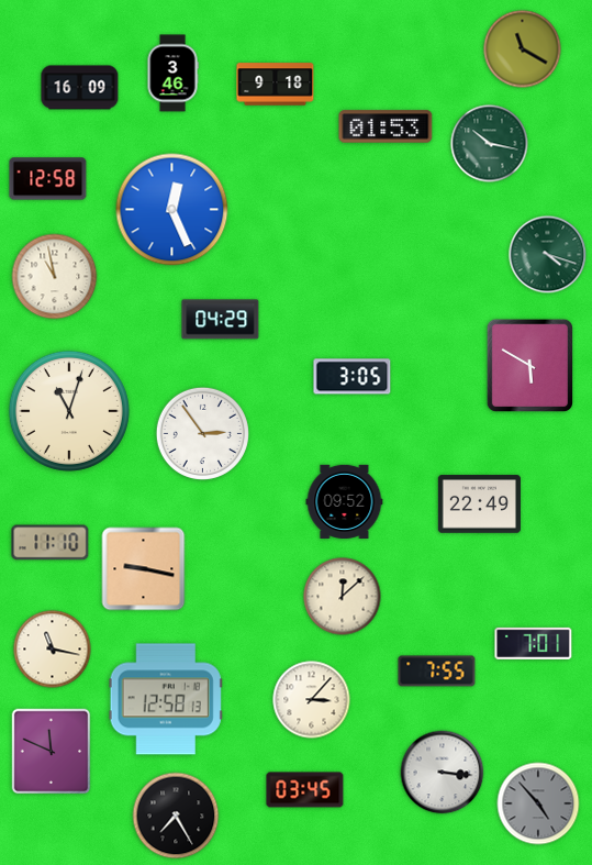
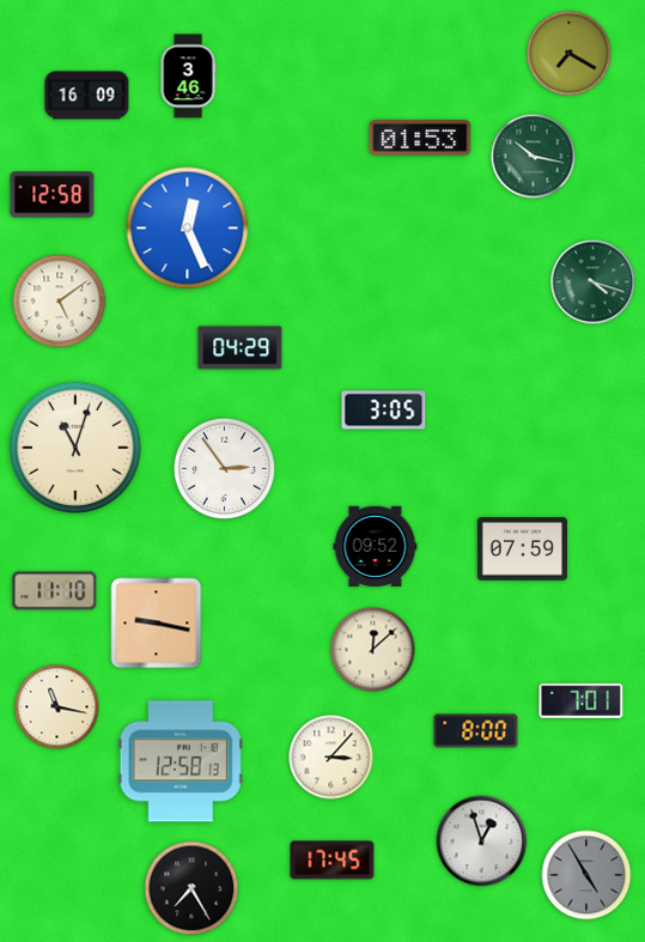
clock at (523, 49): 11:20 -> 7:20
clock at (172, 74) position: (172, 74) -> (188, 77)
clock at (276, 85): 9:18 -> none
clock at (548, 255) position: (548, 255) -> (594, 282)
clock at (55, 277): 10:58 -> 5:09
clock at (529, 365): 5:50 -> none
clock at (202, 433) position: (202, 433) -> (224, 468)
clock at (479, 504): 22:49 -> 07:59
clock at (144, 569) position: (144, 569) -> (157, 624)
clock at (437, 672): 7:55 -> 8:00
clock at (312, 700) position: (312, 700) -> (331, 758)
clock at (52, 752): 11:49 -> none
clock at (443, 773): 3:16 -> 12:57
clock at (305, 790): 03:45 -> 17:45
clock at (538, 803): 4:53 -> 4:55
